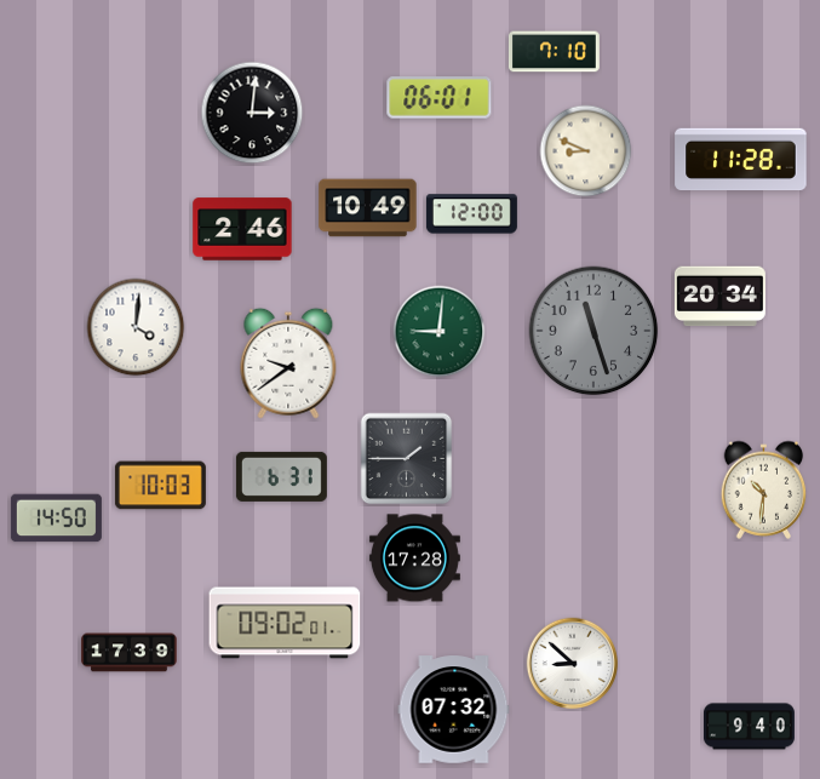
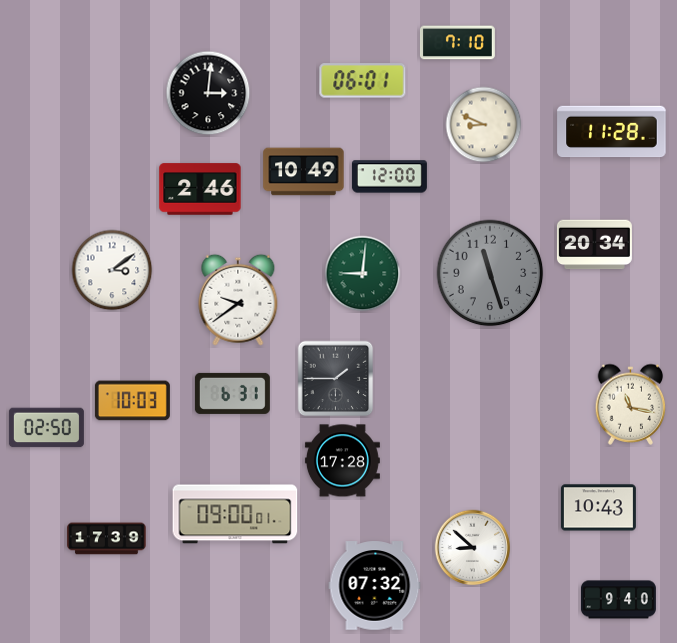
clock at (136, 327): 4:01 -> 3:09
clock at (764, 489): 10:31 -> 11:17
clock at (56, 519): 14:50 -> 02:50
clock at (598, 508): none -> 10:43
clock at (285, 623): 09:02 -> 09:00
